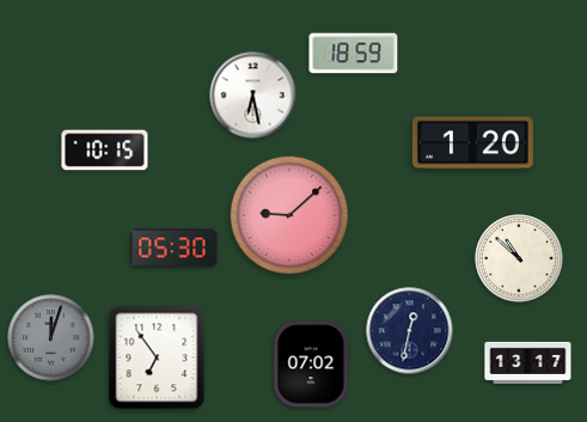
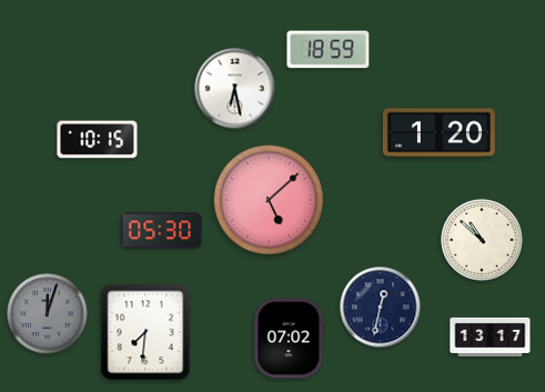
clock at (289, 215): 9:08 -> 5:08
clock at (157, 357): 6:54 -> 7:31
